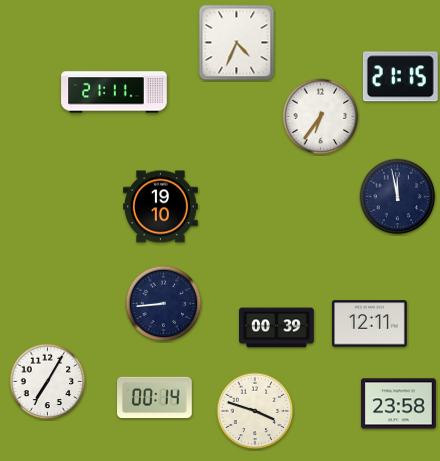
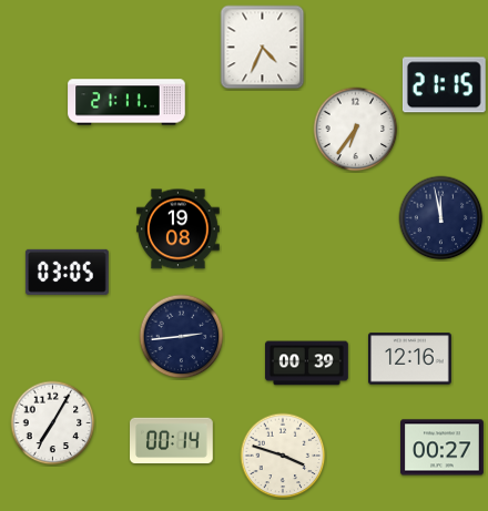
clock at (161, 207): 19:10 -> 19:08
clock at (67, 272): none -> 03:05
clock at (164, 304): 8:44 -> 2:44
clock at (370, 324): 12:11 -> 12:16
clock at (399, 404): 23:58 -> 00:27
